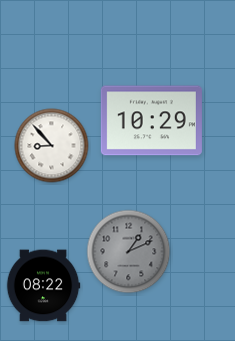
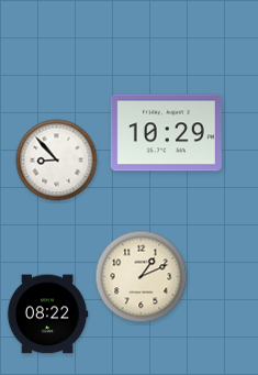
clock at (129, 252) dial: grey -> cream
